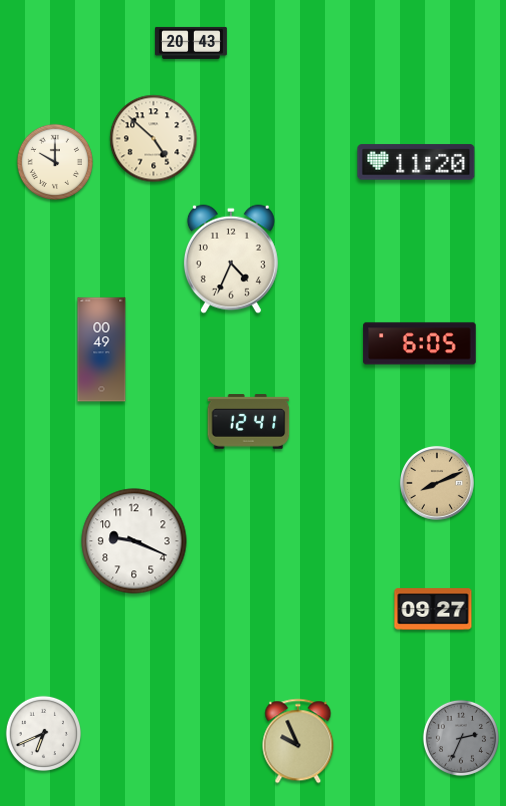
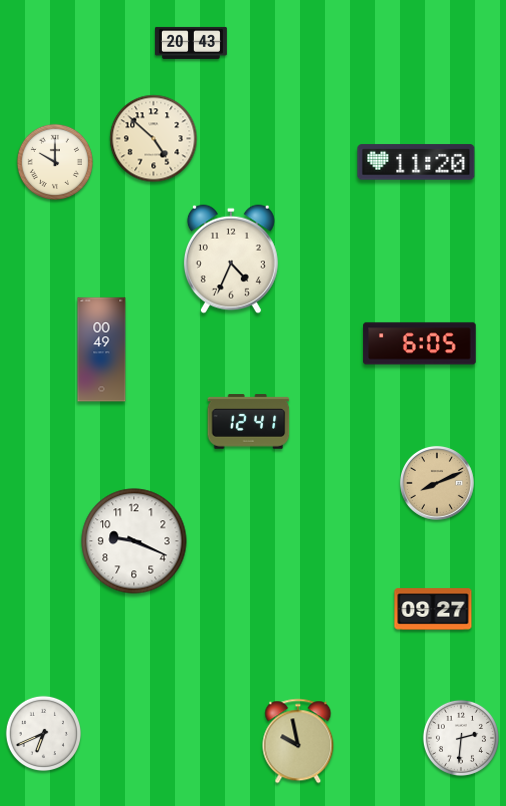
clock at (461, 738): 2:34 -> 2:31
clock at (461, 738) dial: grey -> white
clock at (298, 741): 9:56 -> 9:58
